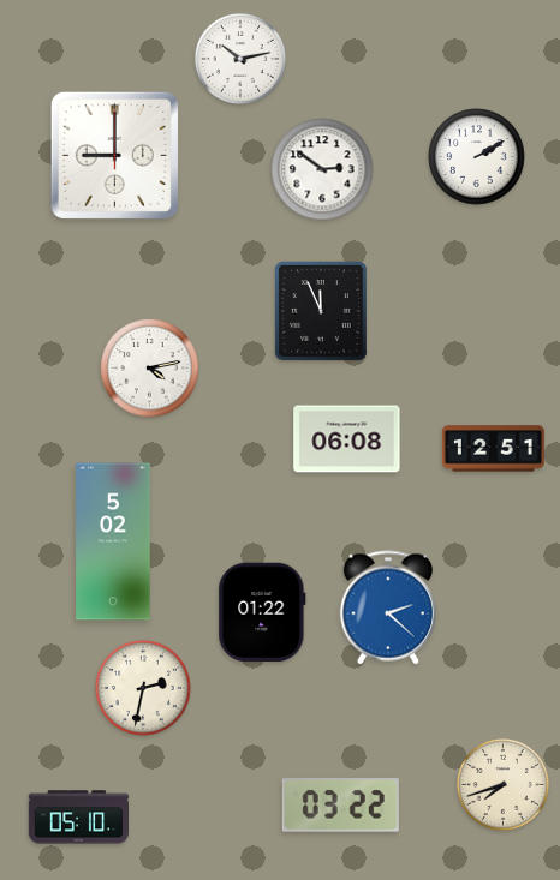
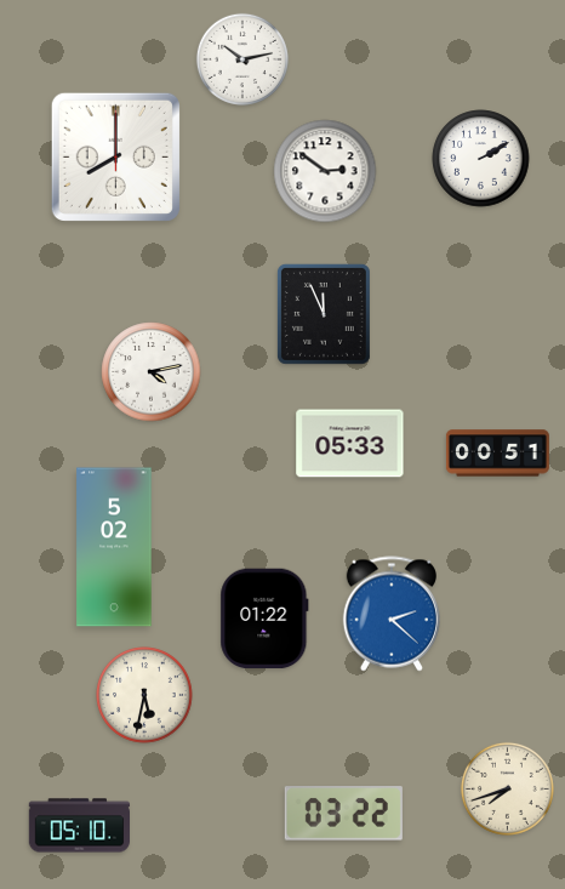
clock at (114, 155): 9:00 -> 8:00
clock at (347, 439): 06:08 -> 05:33
clock at (493, 449): 12:51 -> 00:51
clock at (143, 688): 2:32 -> 5:32
clock at (502, 784) position: (502, 784) -> (507, 788)
